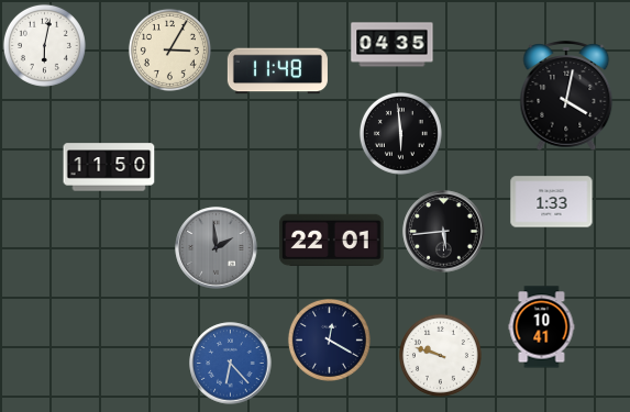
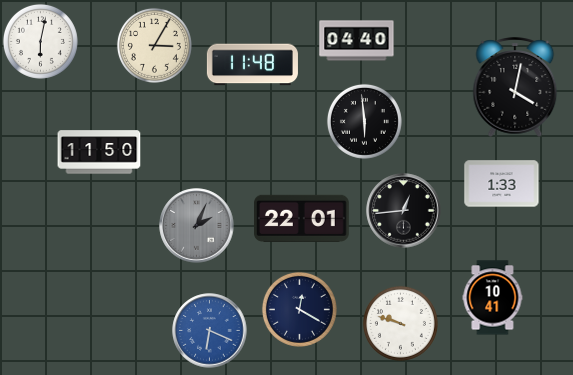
clock at (393, 45): 04:35 -> 04:40
clock at (444, 232): 5:44 -> 12:44
clock at (217, 248): 1:59 -> 2:04
clock at (231, 364): 6:23 -> 6:19
